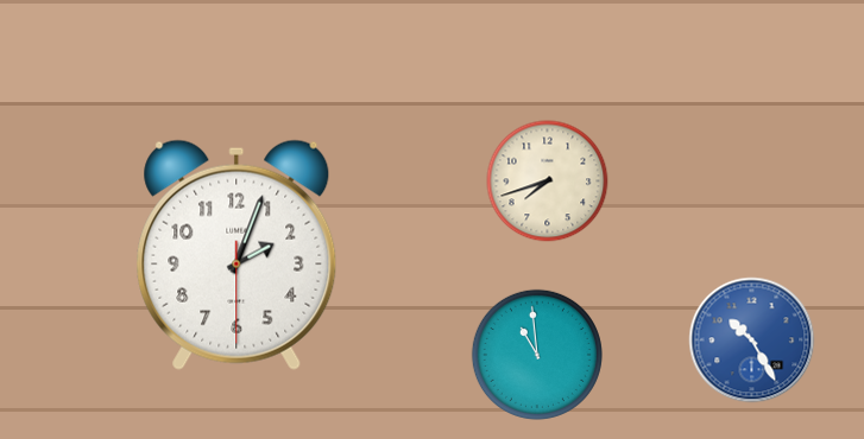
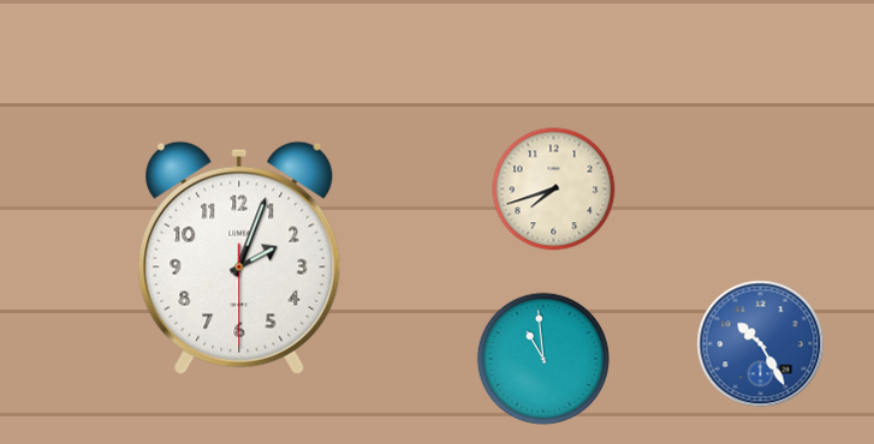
clock at (548, 182) position: (548, 182) -> (554, 190)
